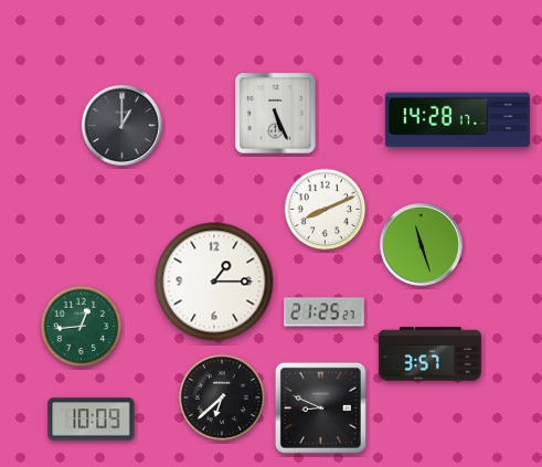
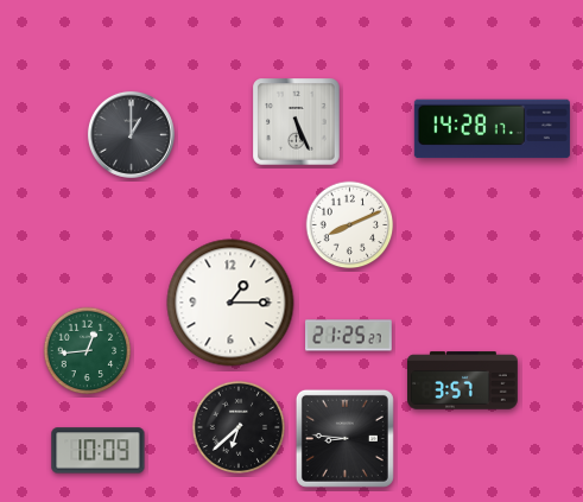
clock at (421, 244): 11:27 -> none
clock at (320, 407): 8:49 -> 8:46
